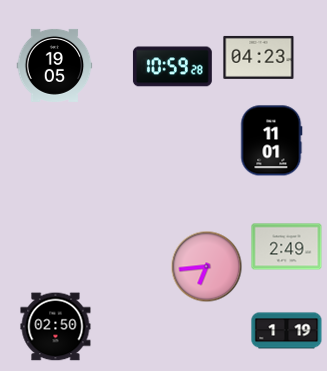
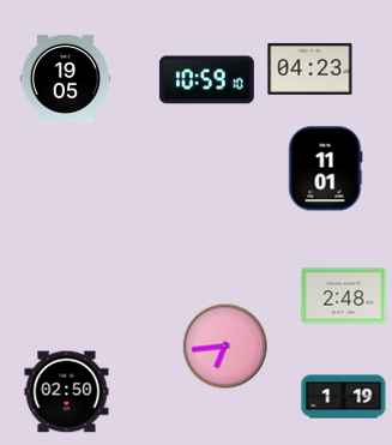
clock at (172, 67): 10:59:28 -> 10:59:10
clock at (287, 247): 2:49 -> 2:48
clock at (207, 267) position: (207, 267) -> (225, 347)
